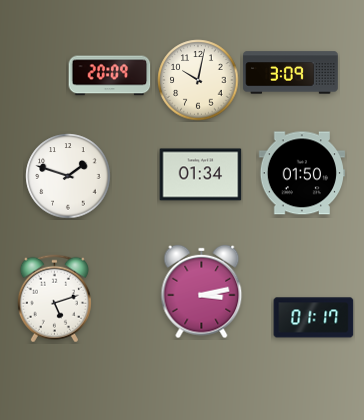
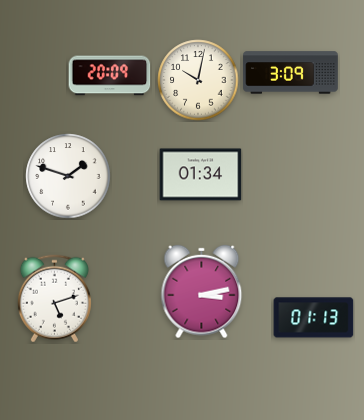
clock at (301, 173): 01:50 -> none
clock at (314, 318): 01:17 -> 01:13
